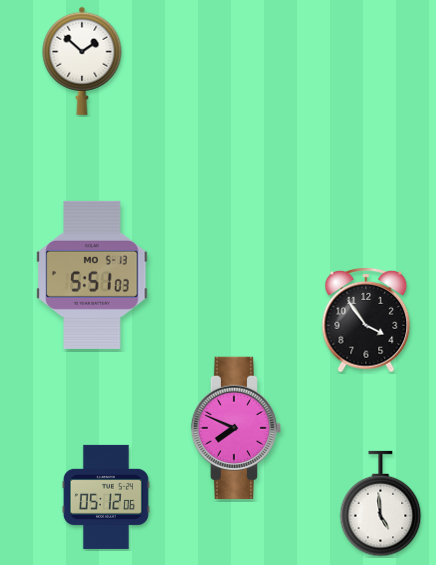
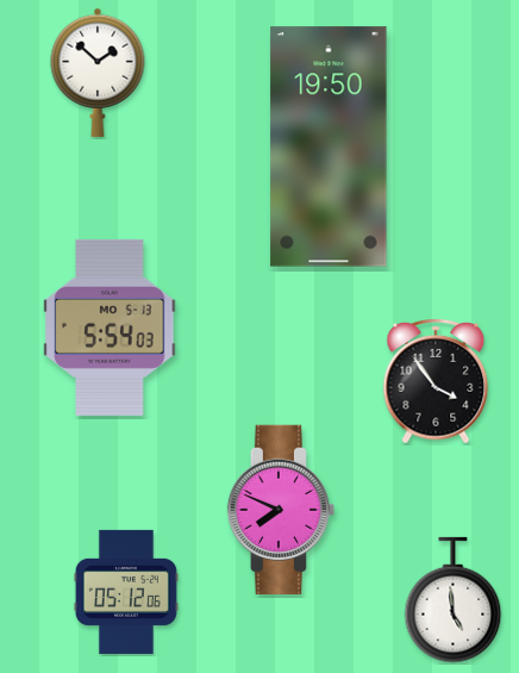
clock at (329, 147): none -> 19:50
clock at (92, 275): 5:51 -> 5:54
